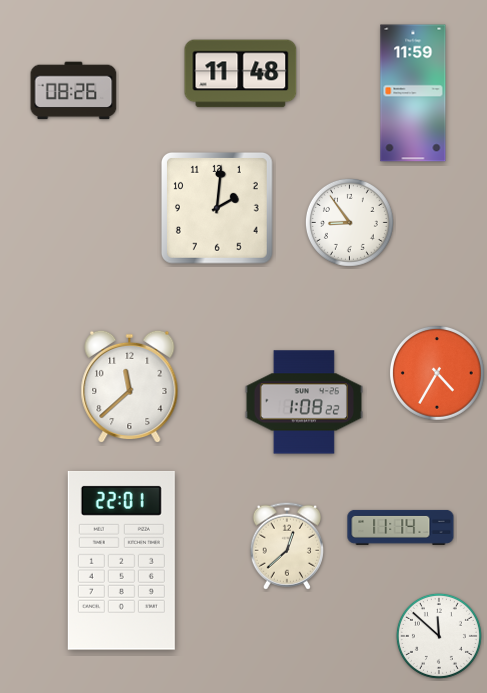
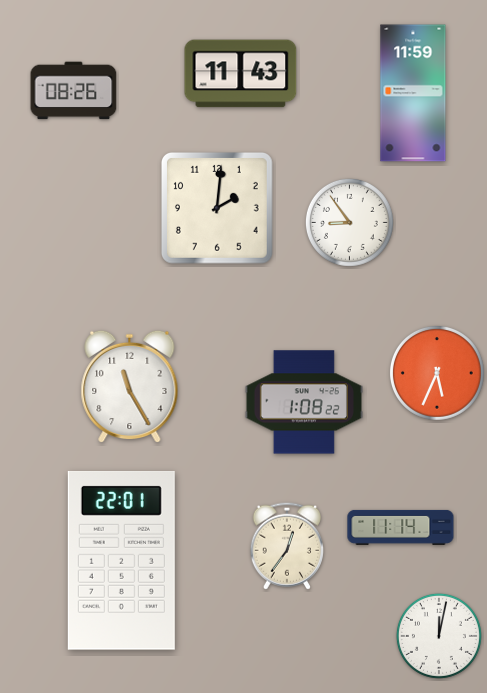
clock at (241, 74): 11:48 -> 11:43
clock at (437, 373): 4:35 -> 5:34
clock at (130, 387): 11:38 -> 11:25
clock at (287, 546): 12:38 -> 12:36
clock at (439, 636): 11:52 -> 12:02
